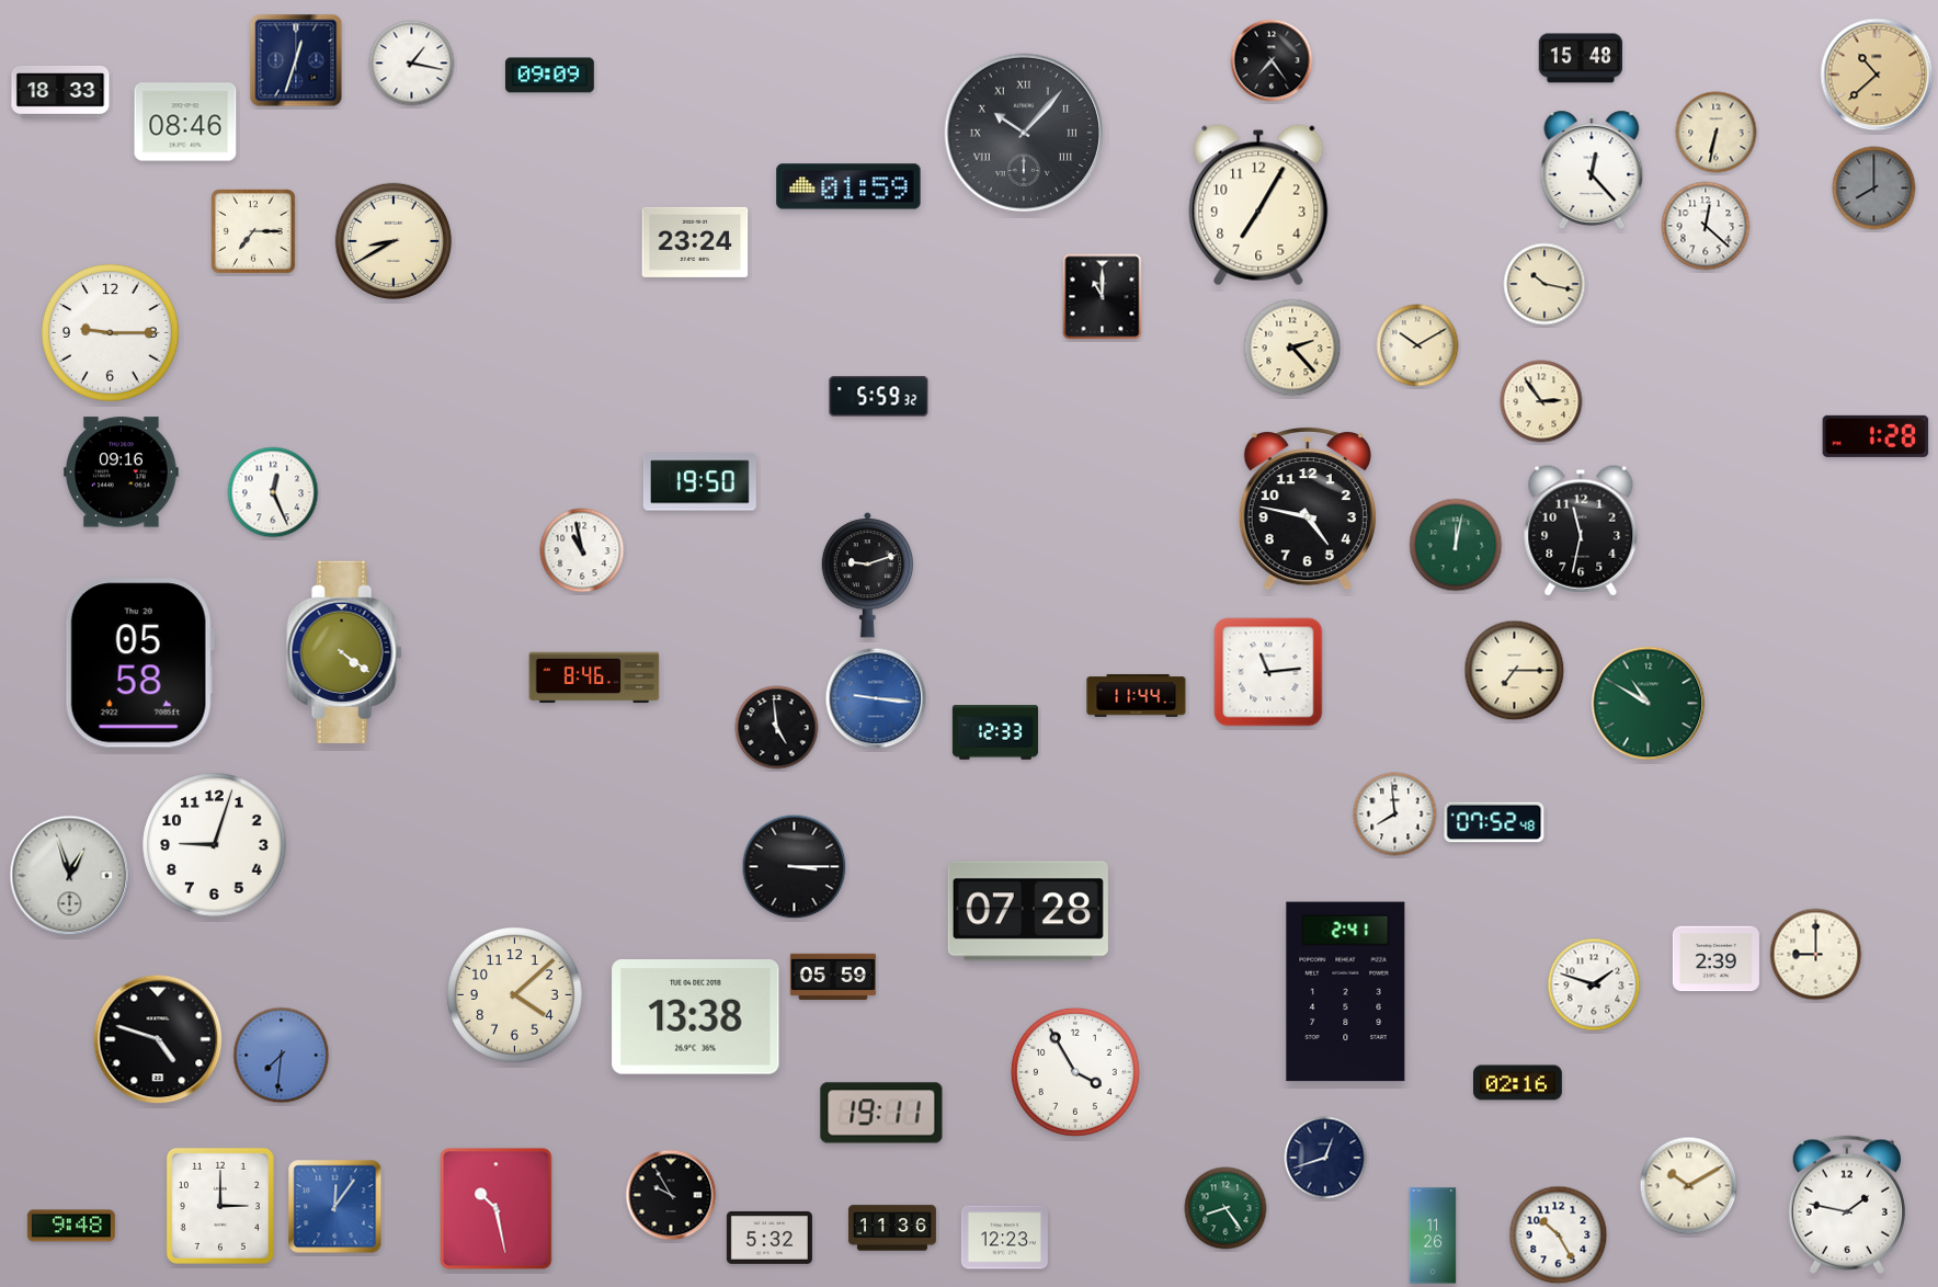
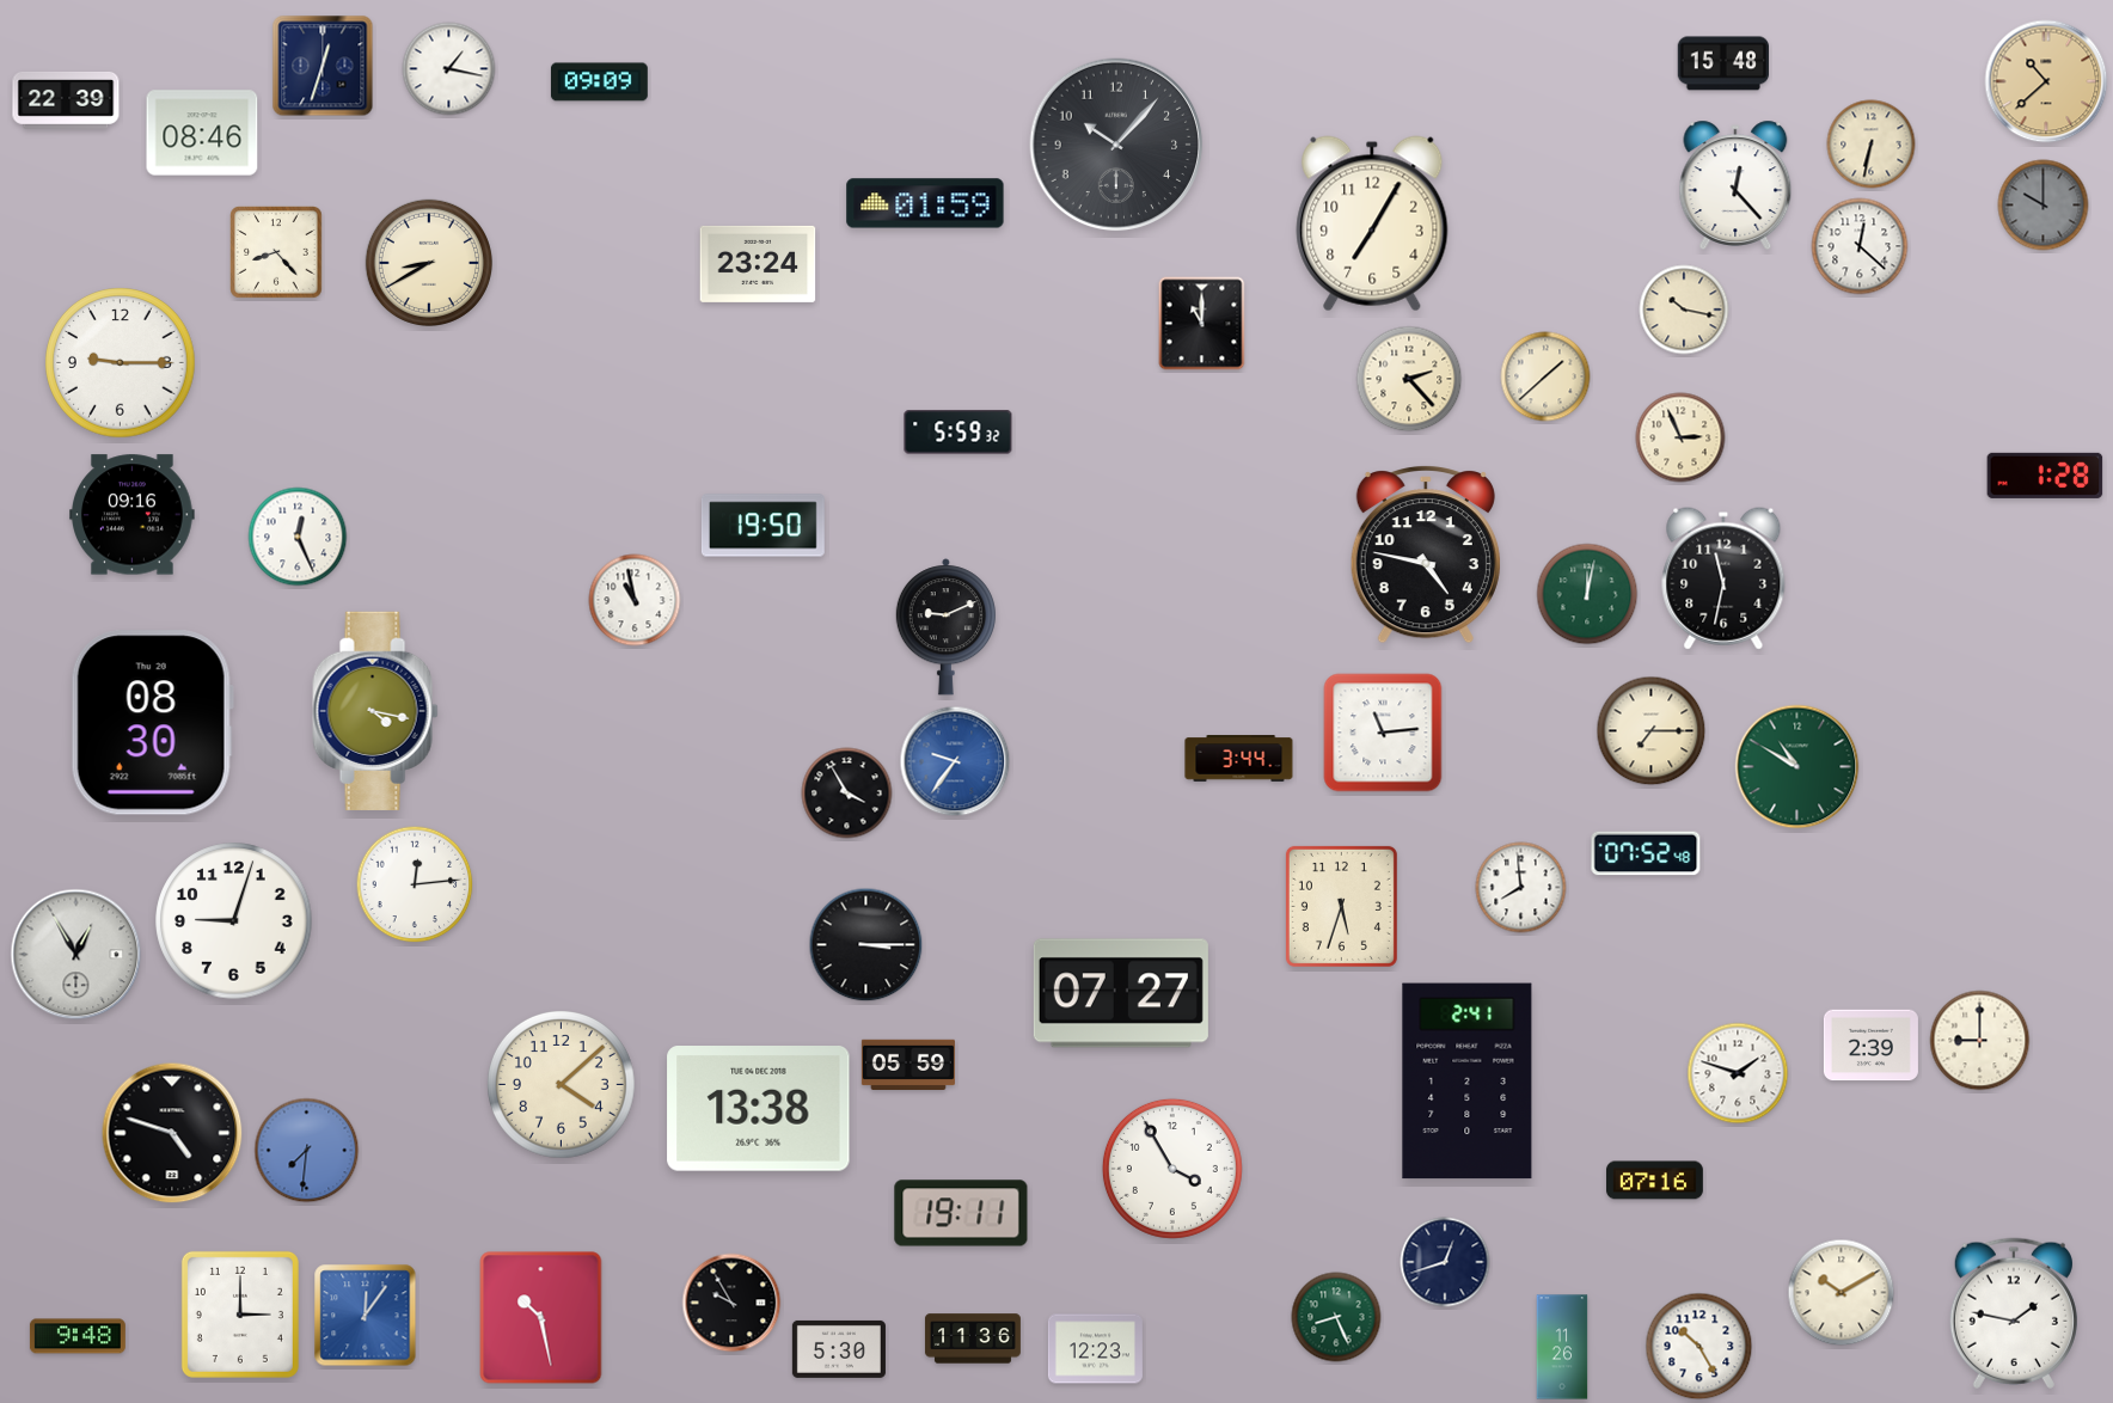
clock at (1272, 60): 7:24 -> none
clock at (60, 92): 18:33 -> 22:39
clock at (1024, 133) numerals: Roman -> Arabic
clock at (1874, 189): 8:00 -> 10:00
clock at (253, 231): 7:15 -> 8:23
clock at (1417, 345): 10:10 -> 1:38
clock at (1541, 401): 2:54 -> 2:56
clock at (867, 576): 9:12 -> 9:11
clock at (344, 652): 4:21 -> 4:17
clock at (139, 663): 05:58 -> 08:30
clock at (594, 677): 8:46 -> none
clock at (1137, 696): 11:44 -> 3:44
clock at (876, 698): 9:16 -> 9:36
clock at (777, 728): 4:59 -> 3:55
clock at (995, 732): 12:33 -> none
clock at (415, 884): none -> 12:14
clock at (1494, 822) position: (1494, 822) -> (1646, 853)
clock at (1341, 906): none -> 5:33
clock at (70, 876): 12:57 -> 12:55
clock at (1028, 911): 07:28 -> 07:27
clock at (1518, 1083): 02:16 -> 07:16
clock at (1226, 1208): 8:24 -> 8:26
clock at (770, 1238): 5:32 -> 5:30
